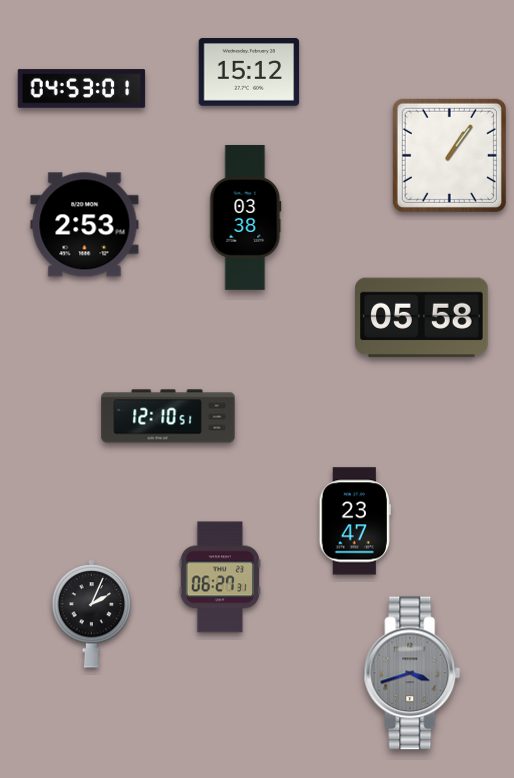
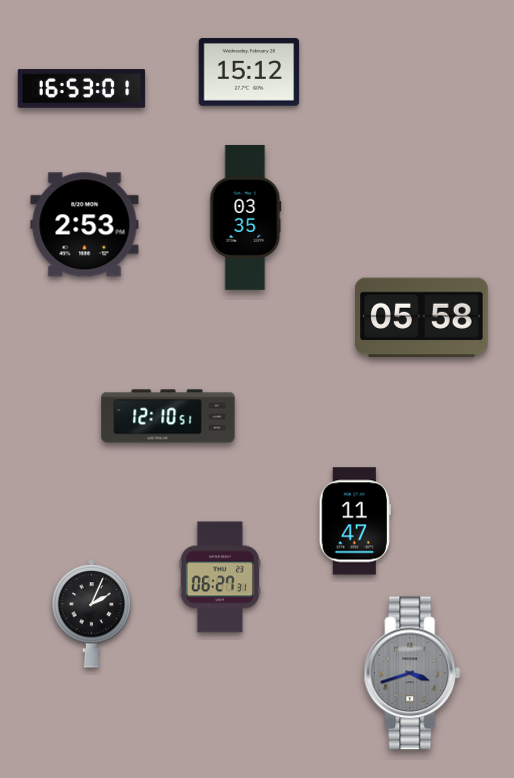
clock at (82, 89): 04:53 -> 16:53
clock at (449, 155): 1:06 -> none
clock at (246, 217): 03:38 -> 03:35
clock at (355, 521): 23:47 -> 11:47
